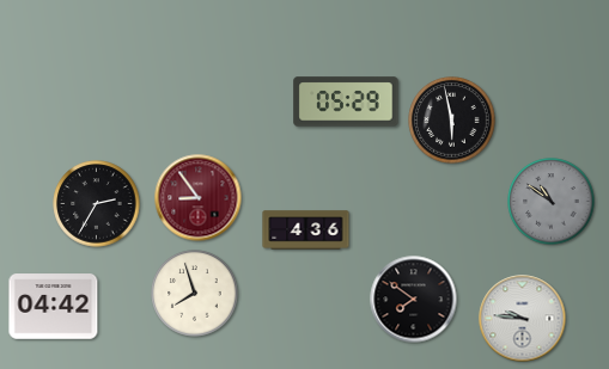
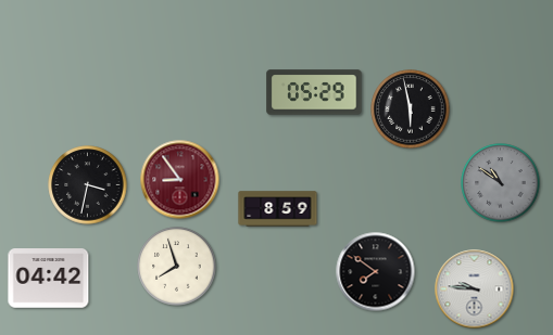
clock at (97, 204): 2:35 -> 3:32
clock at (306, 230): 4:36 -> 8:59
